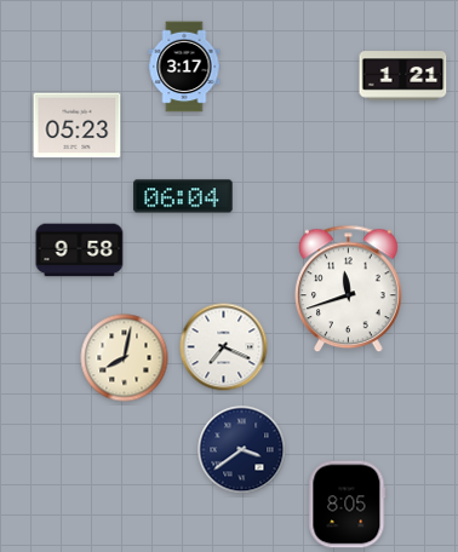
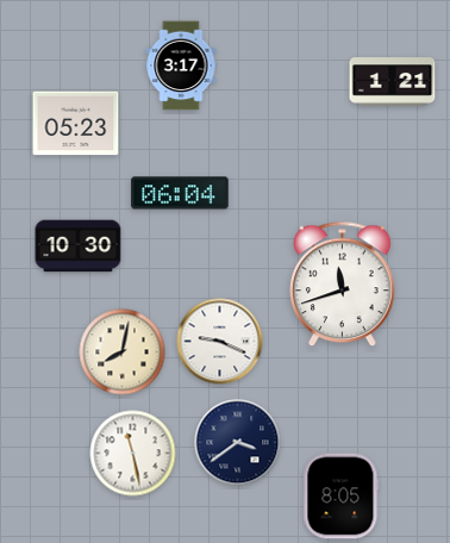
clock at (403, 76) position: (403, 76) -> (393, 82)
clock at (80, 251): 9:58 -> 10:30
clock at (224, 347): 7:19 -> 9:19
clock at (133, 454): none -> 11:28
